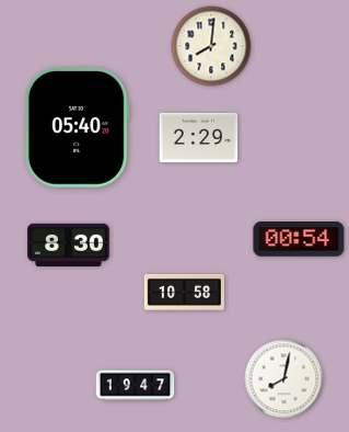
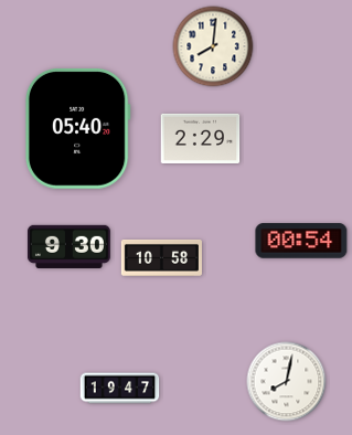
clock at (68, 245): 8:30 -> 9:30
clock at (184, 292) position: (184, 292) -> (161, 257)
clock at (136, 386) position: (136, 386) -> (120, 389)
